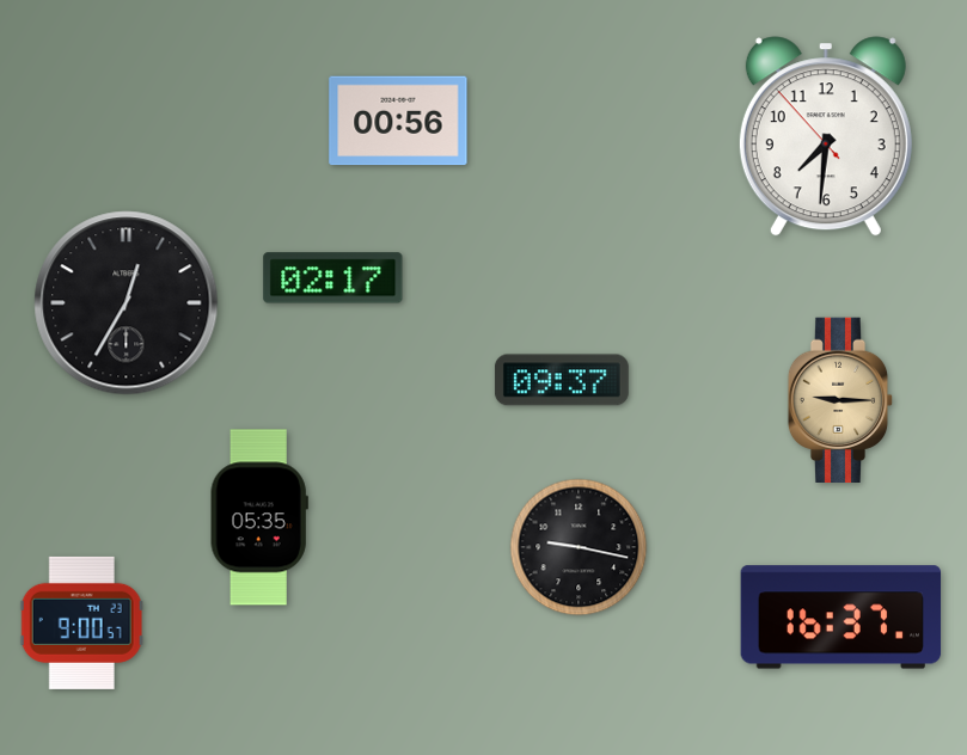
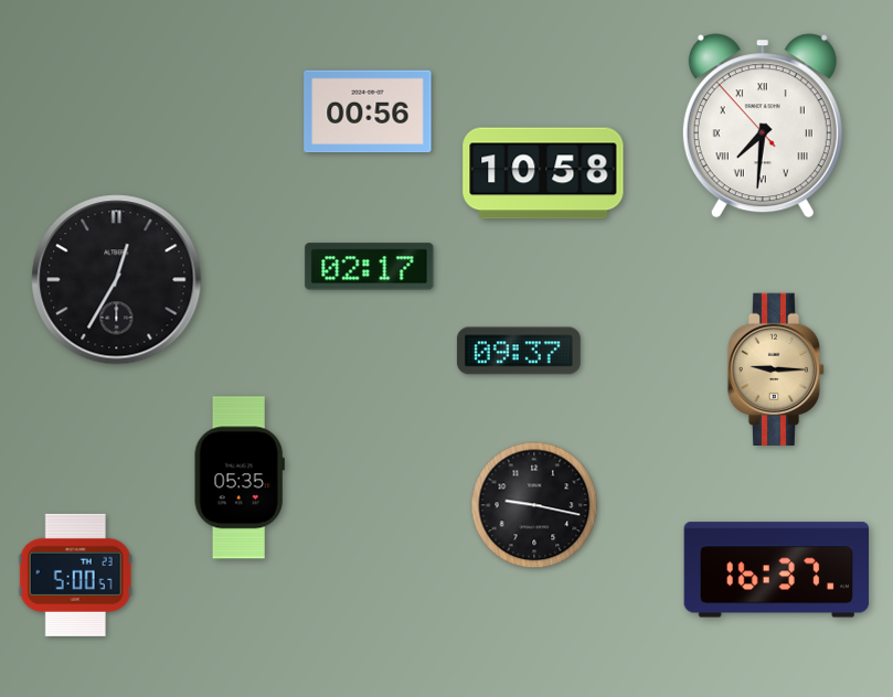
clock at (826, 136) numerals: Arabic -> Roman
clock at (543, 173): none -> 10:58
clock at (333, 278) position: (333, 278) -> (370, 267)
clock at (81, 622): 9:00 -> 5:00
